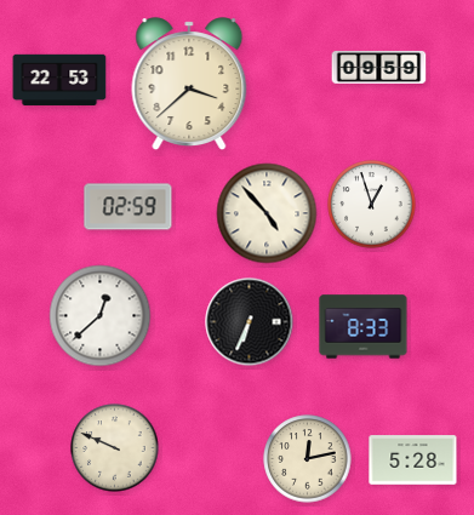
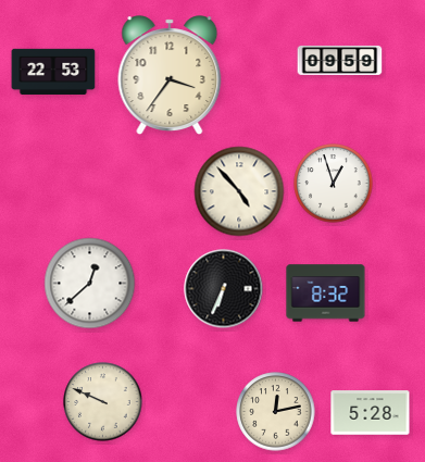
clock at (189, 84): 3:38 -> 3:36
clock at (129, 207): 02:59 -> none
clock at (364, 327): 8:33 -> 8:32
